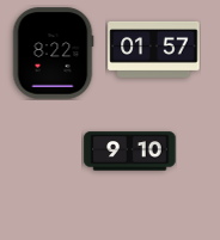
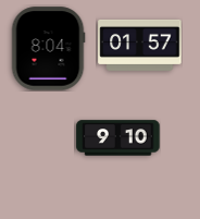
clock at (53, 54): 8:22 -> 8:04
